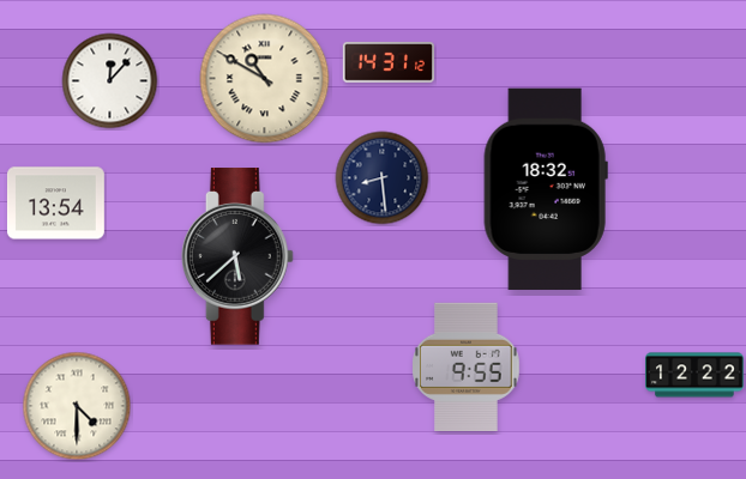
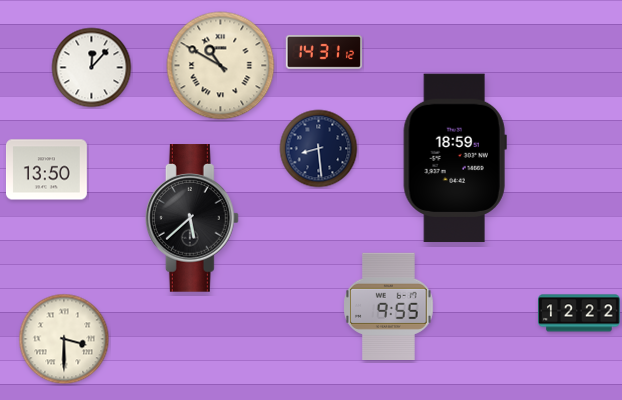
clock at (546, 189): 18:32 -> 18:59
clock at (55, 204): 13:54 -> 13:50
clock at (237, 256) position: (237, 256) -> (192, 218)
clock at (77, 406): 4:30 -> 3:30
